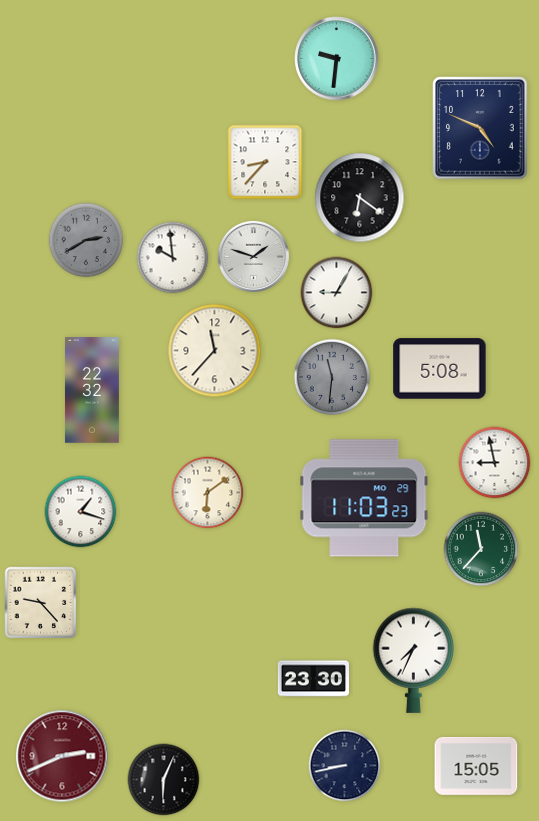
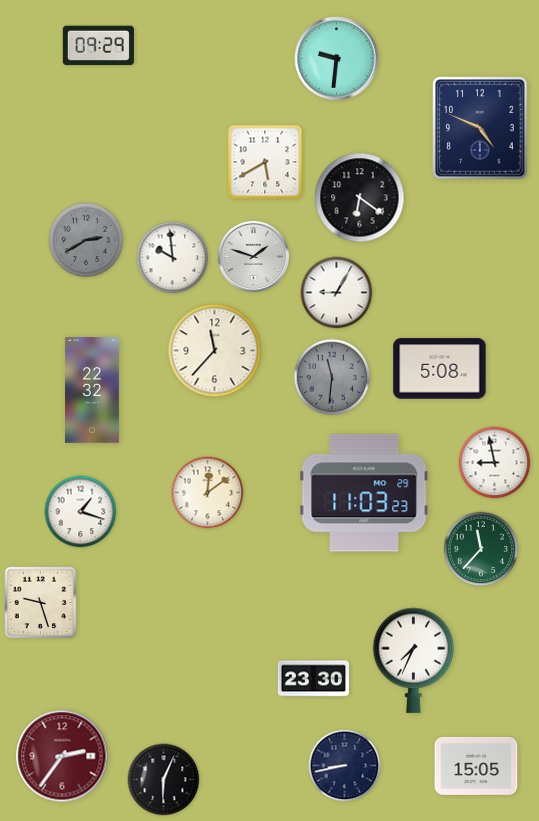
clock at (98, 46): none -> 09:29
clock at (265, 162): 8:37 -> 5:40
clock at (208, 493): 6:09 -> 12:09
clock at (364, 498) position: (364, 498) -> (364, 493)
clock at (41, 603): 9:23 -> 9:27
clock at (62, 756): 2:41 -> 2:36
